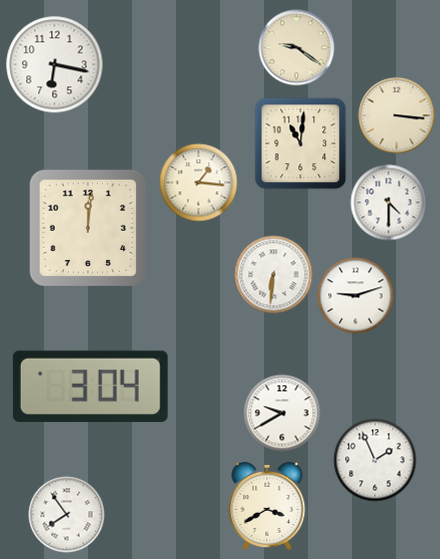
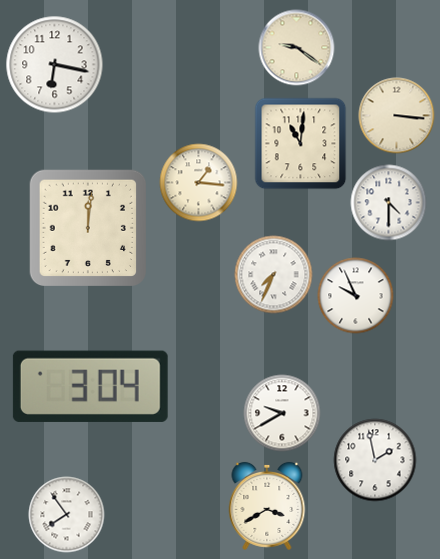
clock at (274, 275): 6:31 -> 7:34
clock at (356, 296): 9:12 -> 9:56
clock at (375, 460): 1:56 -> 1:58
